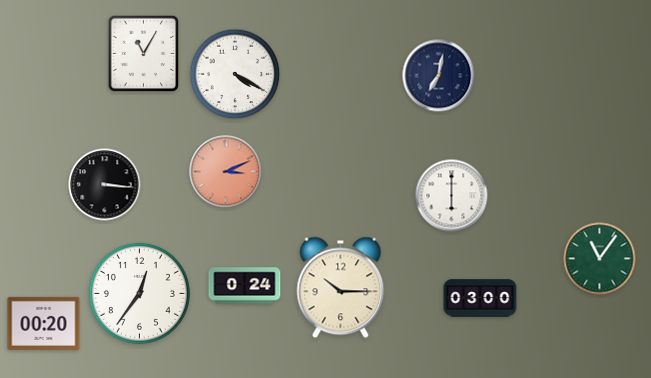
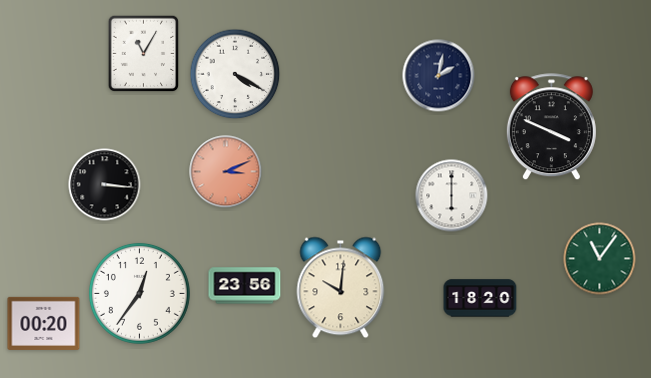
clock at (439, 76): 7:02 -> 2:02
clock at (551, 127): none -> 3:49
clock at (245, 286): 0:24 -> 23:56
clock at (341, 288): 10:15 -> 10:01
clock at (480, 298): 03:00 -> 18:20
